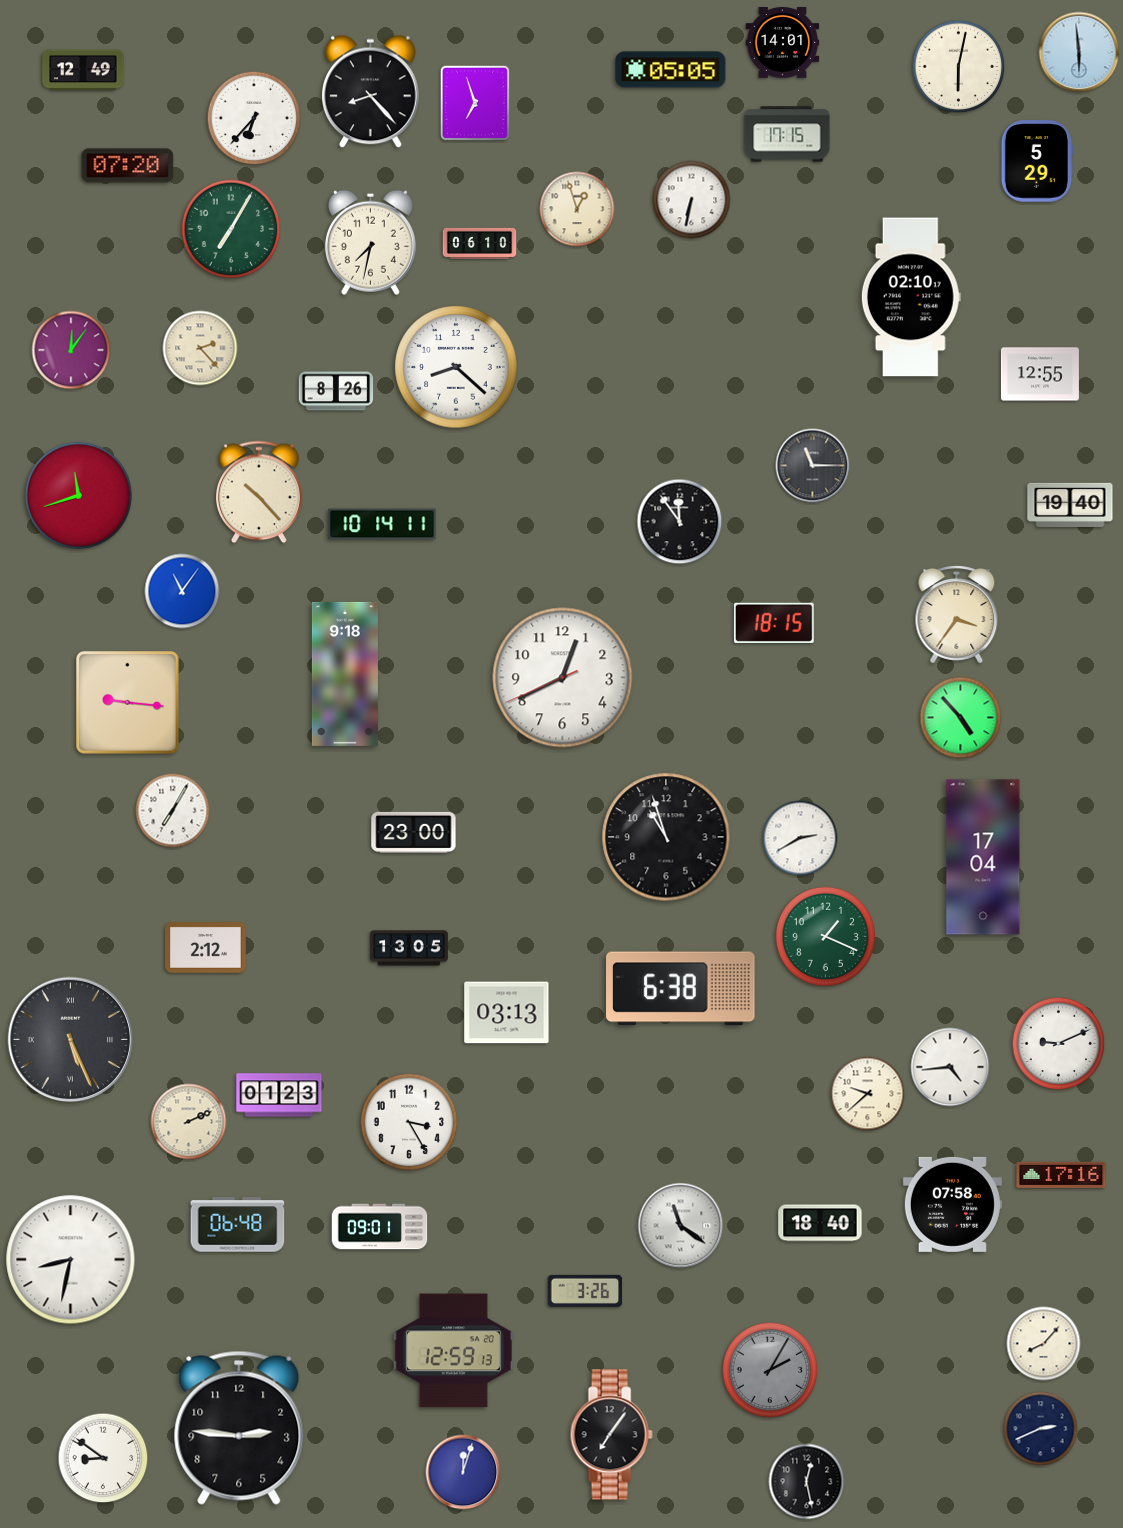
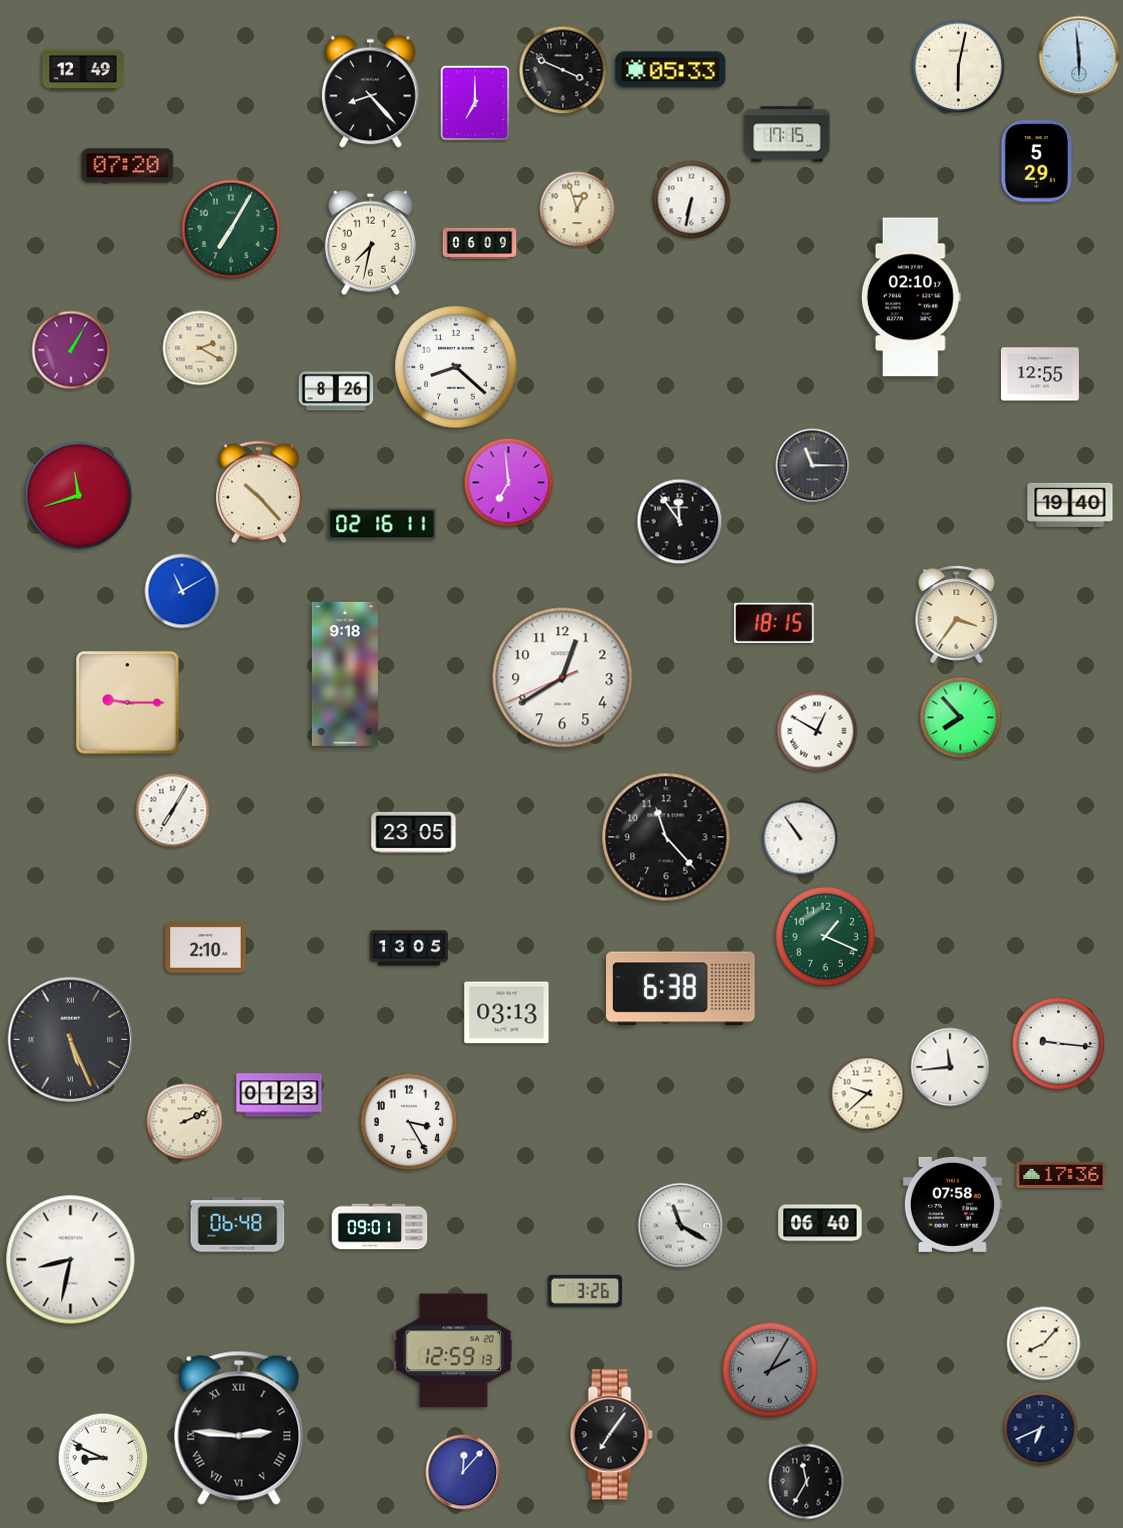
clock at (783, 43): 14:01 -> none
clock at (1079, 52) position: (1079, 52) -> (1079, 56)
clock at (563, 70): none -> 3:49
clock at (671, 70): 05:05 -> 05:33
clock at (475, 103): 6:57 -> 7:00
clock at (254, 118): 6:37 -> none
clock at (480, 243): 06:10 -> 06:09
clock at (200, 348): 2:23 -> 2:20
clock at (71, 350): 12:06 -> 1:05
clock at (509, 483): none -> 6:59
clock at (382, 524): 10:14 -> 02:16
clock at (182, 591): 11:06 -> 11:10
clock at (563, 678): 12:40 -> 12:39
clock at (128, 703): 9:16 -> 9:15
clock at (961, 718): 4:53 -> 7:53
clock at (817, 731): none -> 12:50
clock at (414, 832): 23:00 -> 23:05
clock at (666, 837): 10:57 -> 11:23
clock at (800, 838): 2:40 -> 10:54
clock at (983, 857): 17:04 -> none
clock at (206, 948): 2:12 -> 2:10
clock at (1059, 1044): 9:11 -> 9:16
clock at (950, 1067): 4:44 -> 11:44
clock at (189, 1122) position: (189, 1122) -> (185, 1122)
clock at (1061, 1175): 17:16 -> 17:36
clock at (820, 1223): 18:40 -> 06:40
clock at (681, 1226): 11:21 -> 11:20
clock at (239, 1428) numerals: Arabic -> Roman
clock at (1041, 1429): 2:41 -> 6:41
clock at (103, 1458): 8:51 -> 8:49
clock at (463, 1472): 12:03 -> 12:07
clock at (807, 1482): 12:28 -> 11:35
